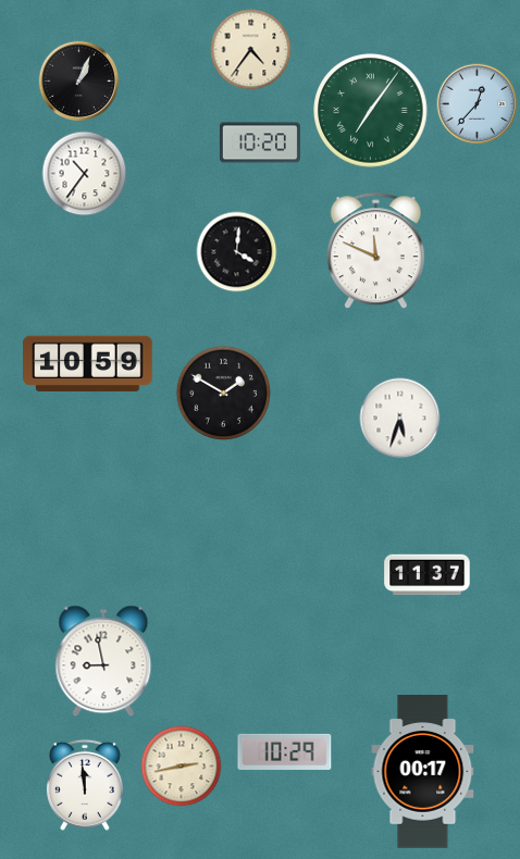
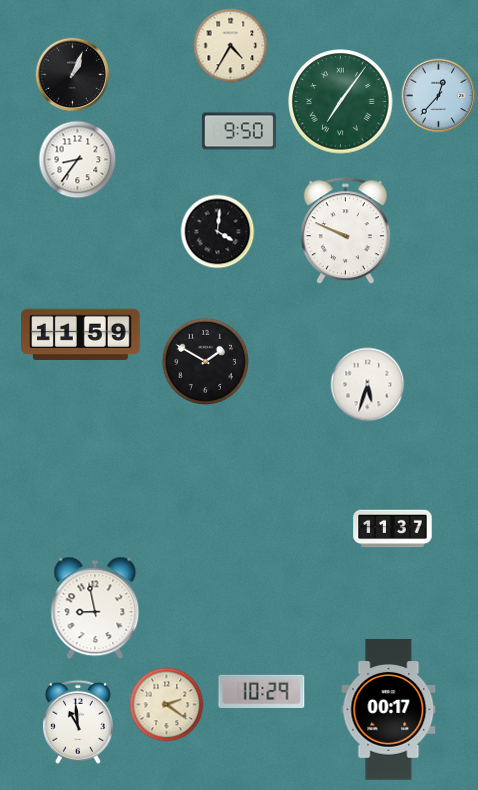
clock at (251, 50): 4:36 -> 4:35
clock at (260, 142): 10:20 -> 9:50
clock at (85, 174): 10:36 -> 8:36
clock at (375, 251): 11:49 -> 9:49
clock at (88, 363): 10:59 -> 11:59
clock at (182, 767): 2:43 -> 2:21
clock at (85, 785): 11:59 -> 10:59
